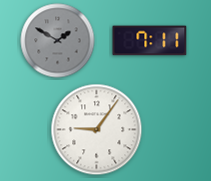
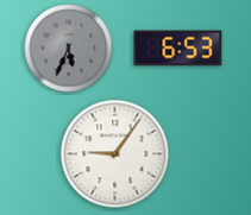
clock at (58, 41): 1:50 -> 5:34
clock at (150, 41): 7:11 -> 6:53
